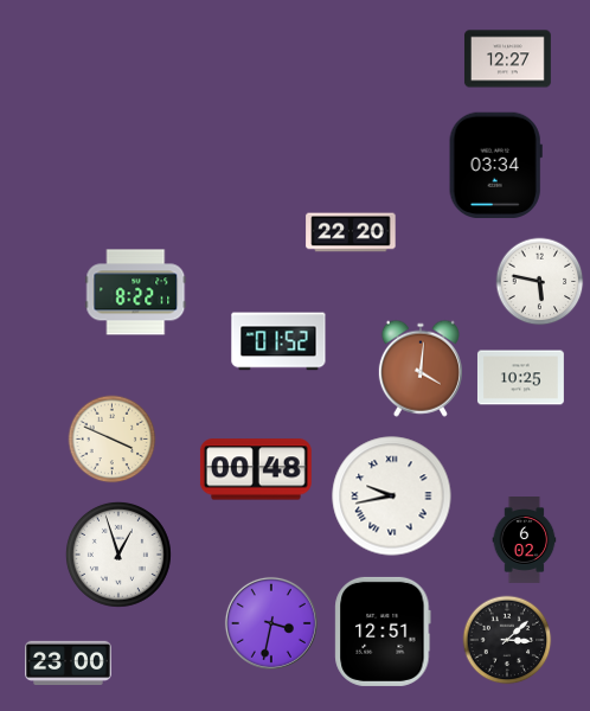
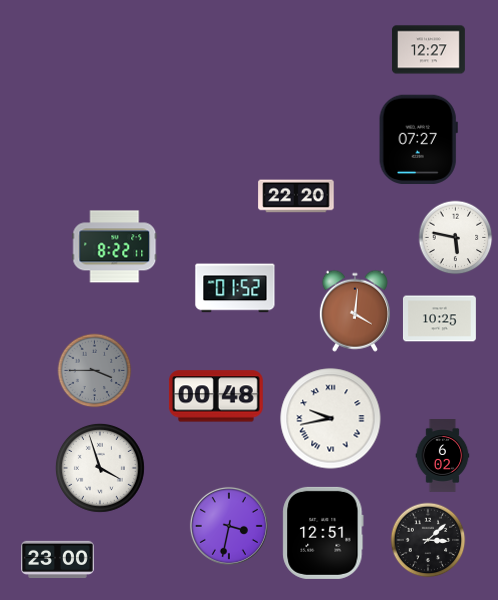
clock at (495, 165): 03:34 -> 07:27
clock at (113, 440): 3:49 -> 3:45
clock at (113, 440) dial: cream -> grey
clock at (118, 555): 12:57 -> 3:57
